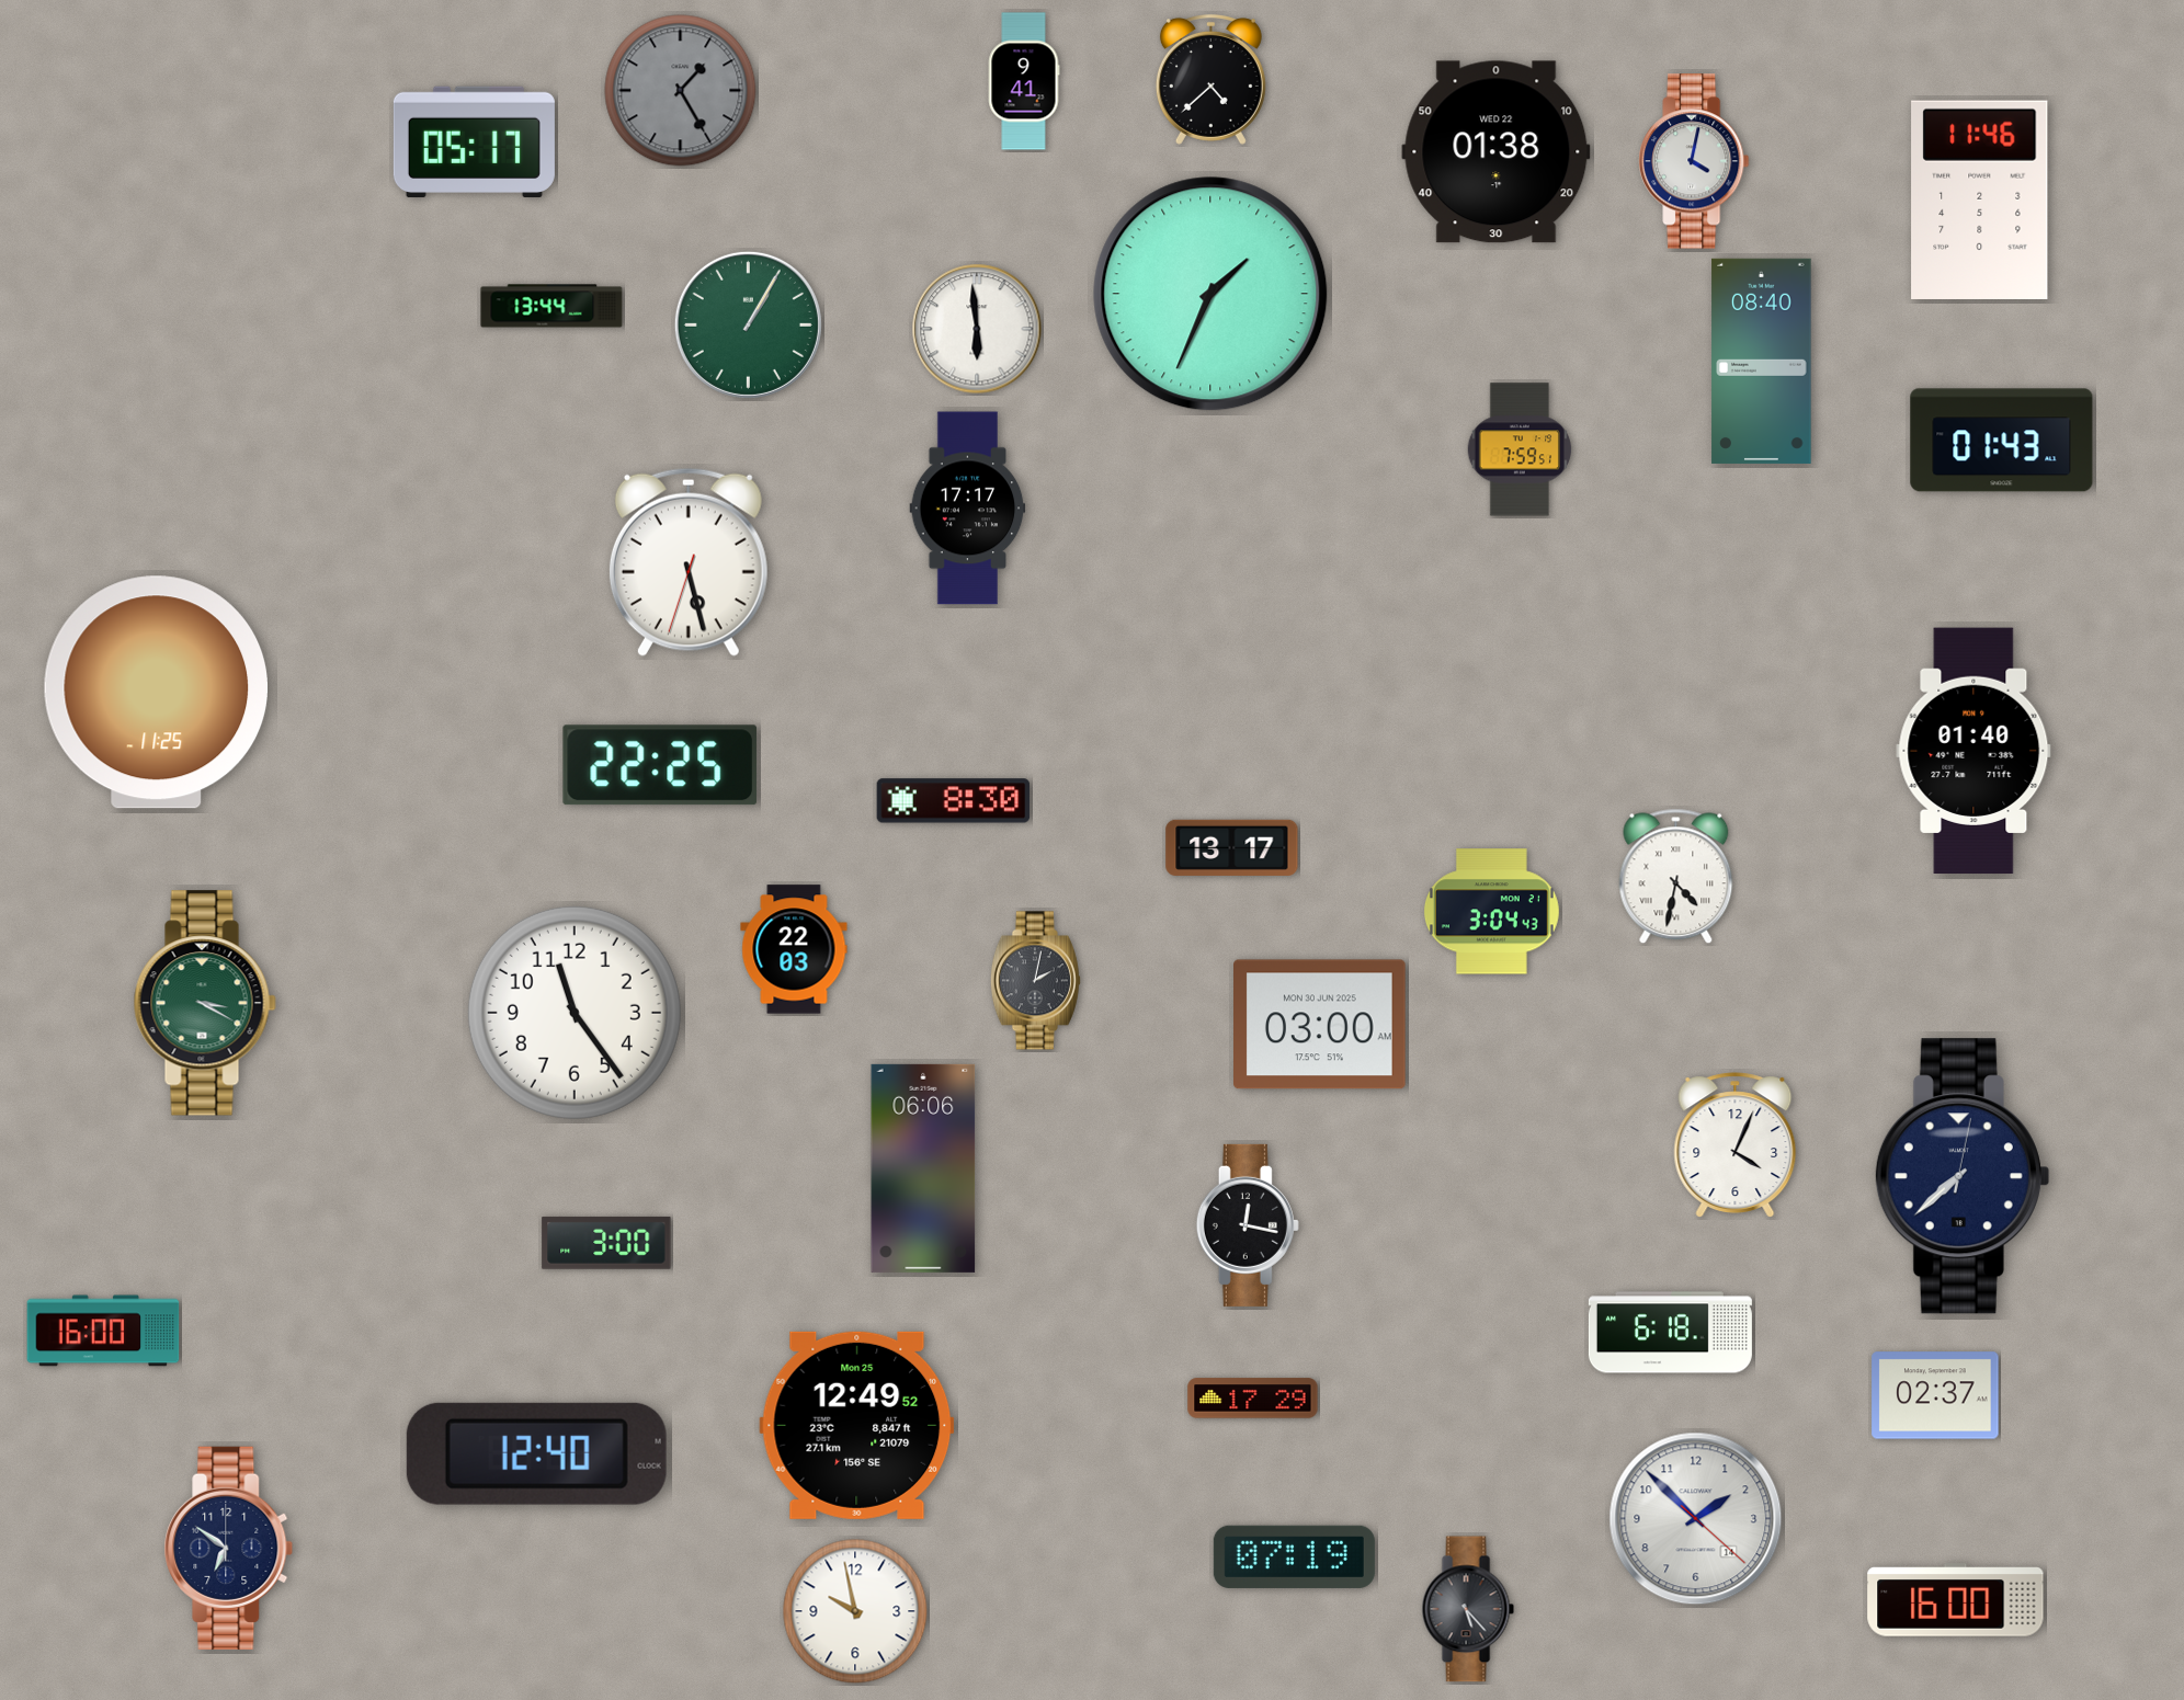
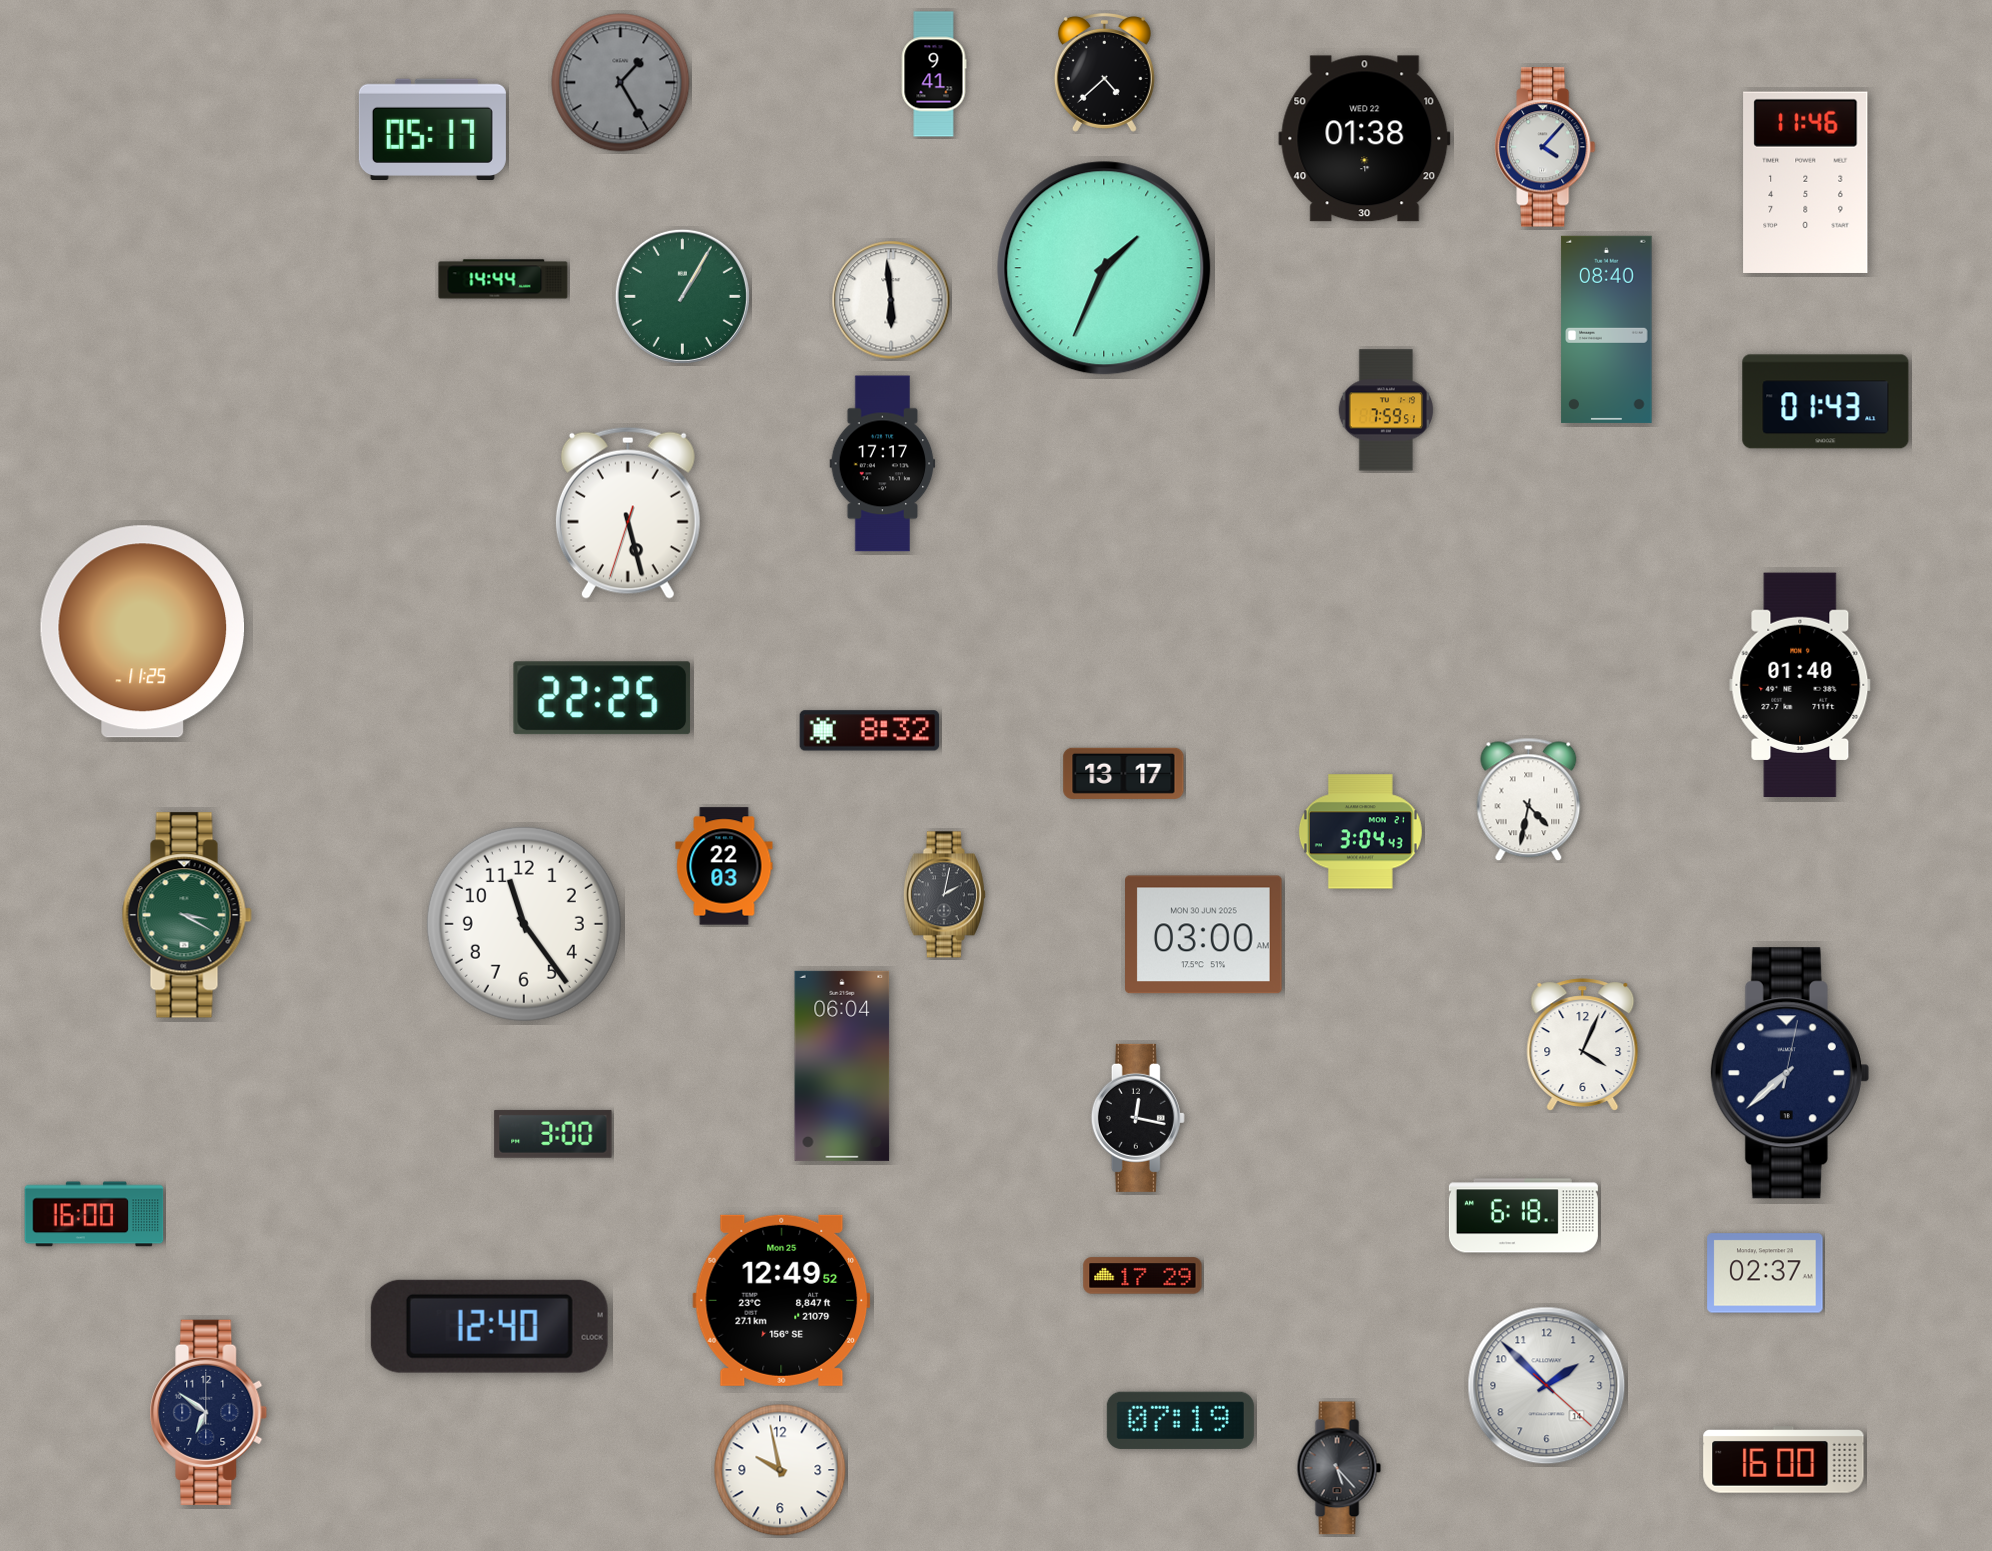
clock at (1694, 161): 4:02 -> 4:07
clock at (551, 306): 13:44 -> 14:44
clock at (954, 801): 8:30 -> 8:32
clock at (923, 1168): 06:06 -> 06:04
